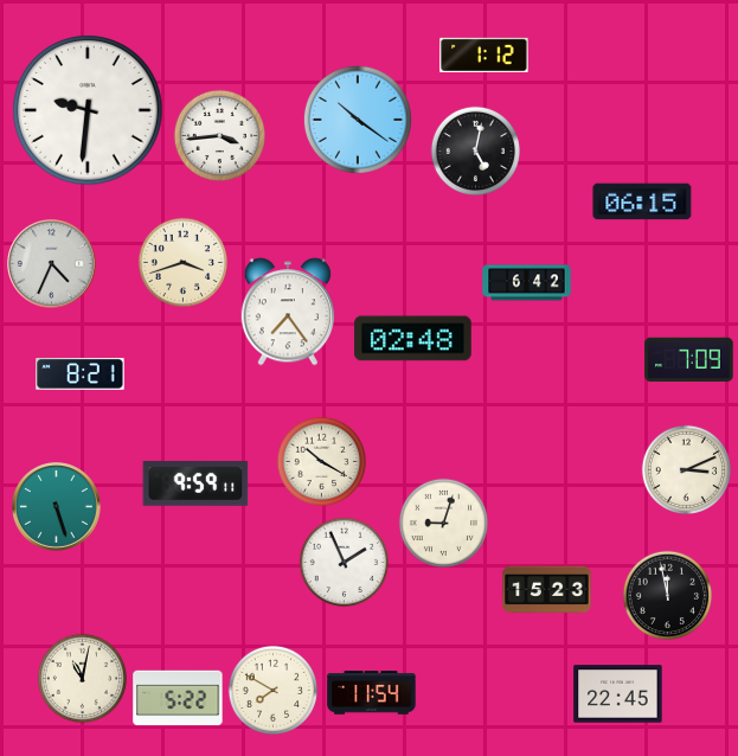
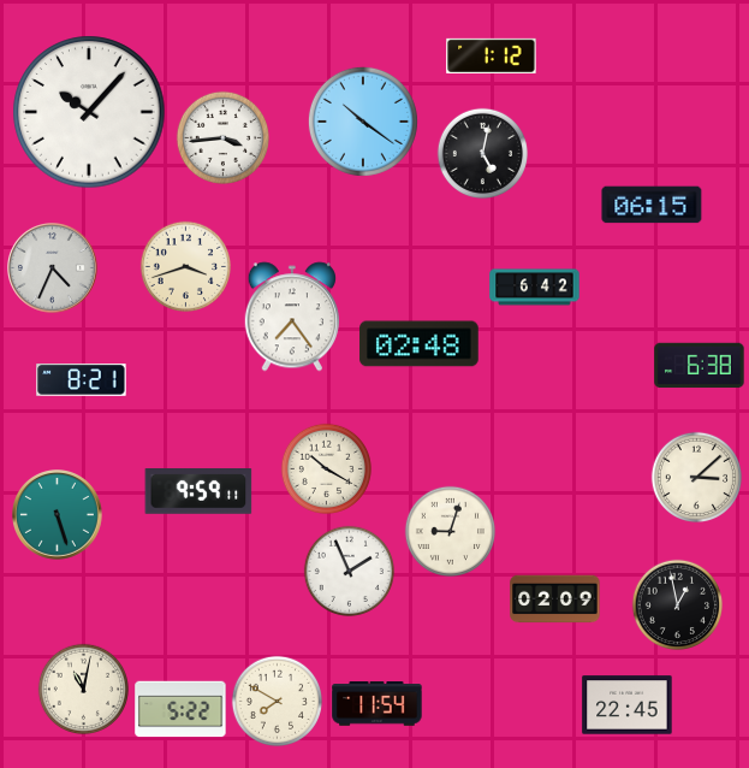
clock at (88, 110): 9:31 -> 10:07
clock at (689, 360): 7:09 -> 6:38
clock at (686, 469): 3:11 -> 3:08
clock at (547, 590): 15:23 -> 02:09
clock at (667, 595): 11:58 -> 12:58
